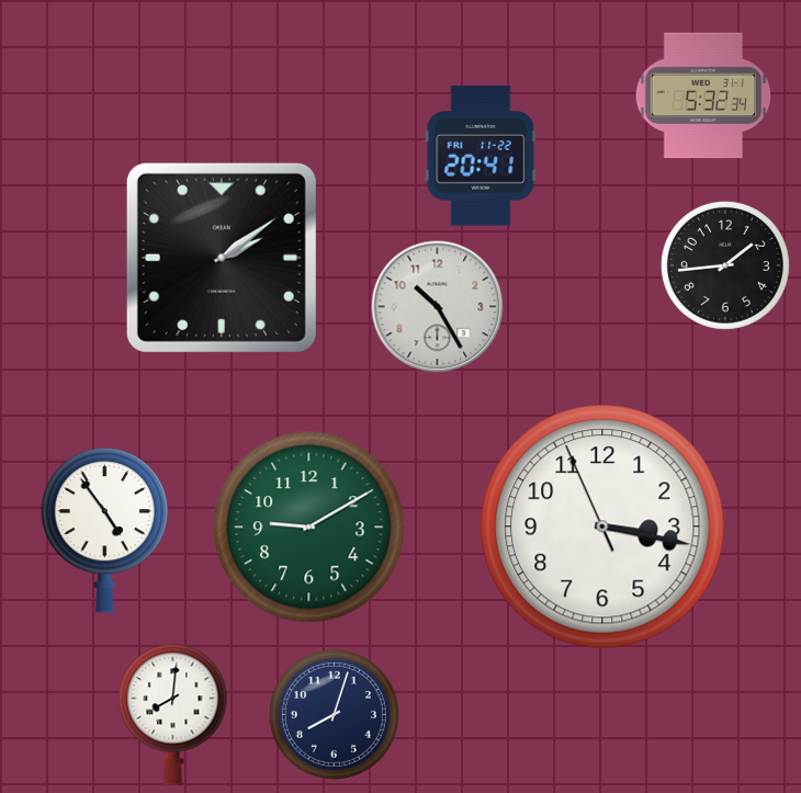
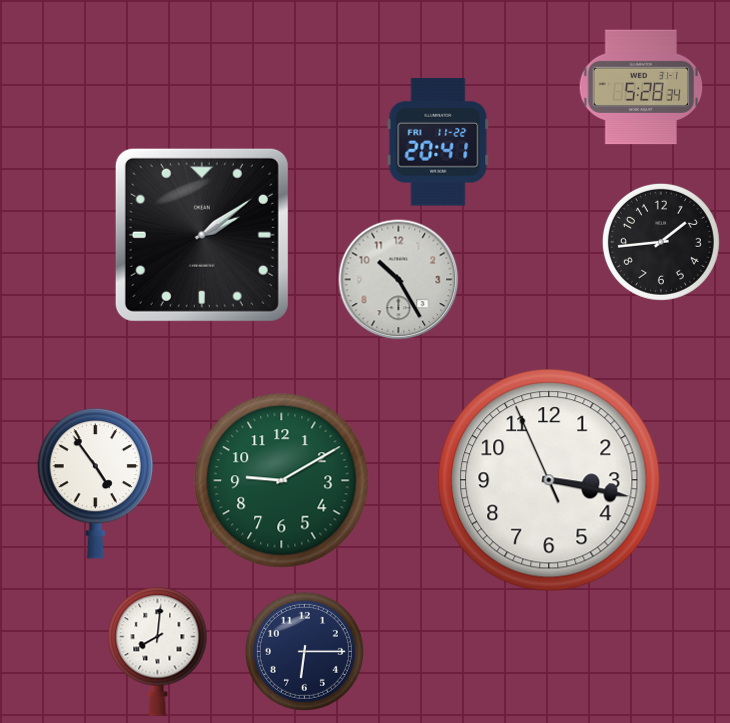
clock at (703, 95): 5:32 -> 5:28
clock at (334, 714): 8:03 -> 6:15
